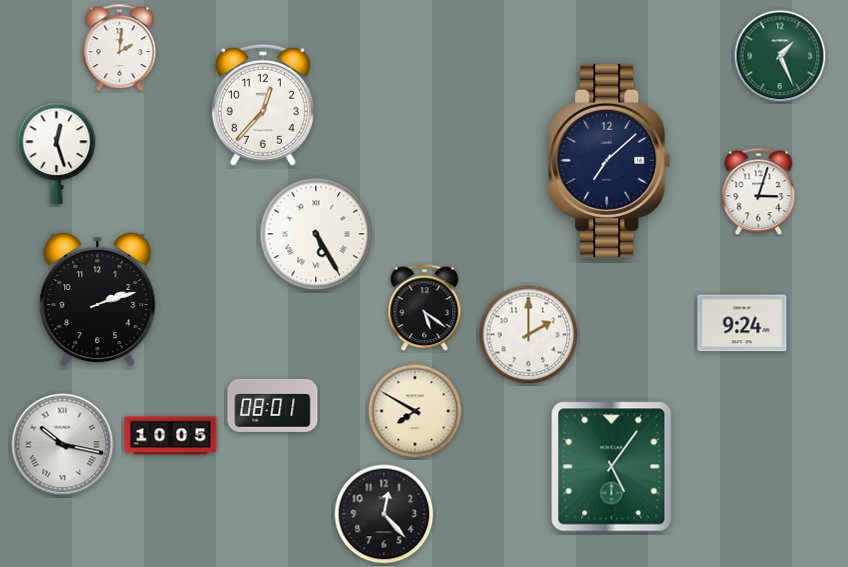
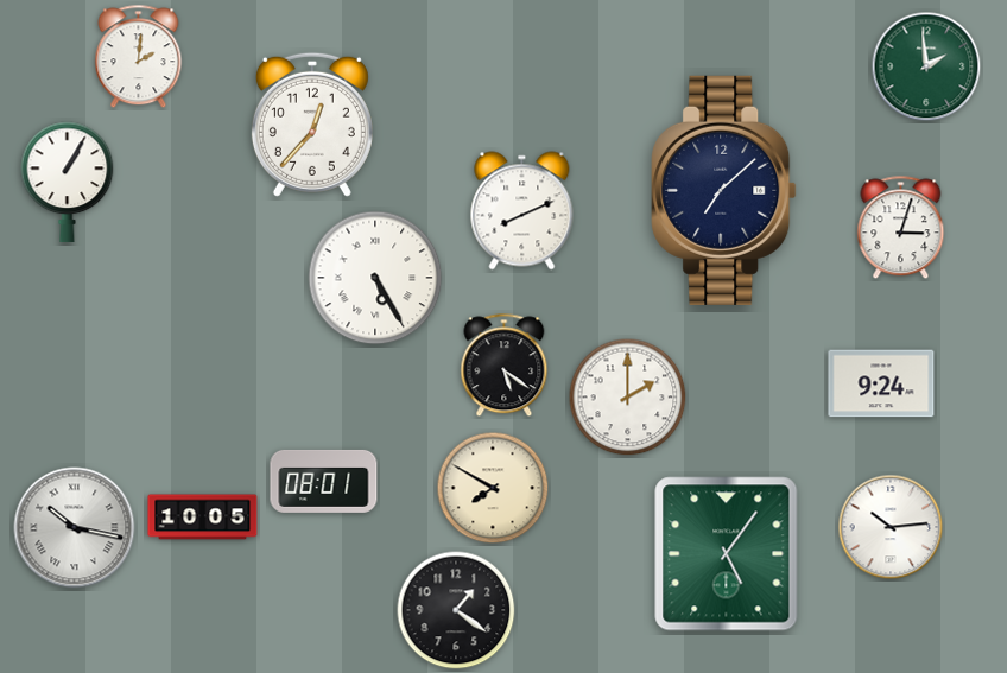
clock at (120, 48) position: (120, 48) -> (139, 57)
clock at (780, 56): 1:26 -> 1:59
clock at (57, 153): 12:27 -> 1:05
clock at (522, 211): none -> 8:11
clock at (98, 299): 2:12 -> none
clock at (891, 527): none -> 10:14
clock at (384, 514): 12:23 -> 1:21
